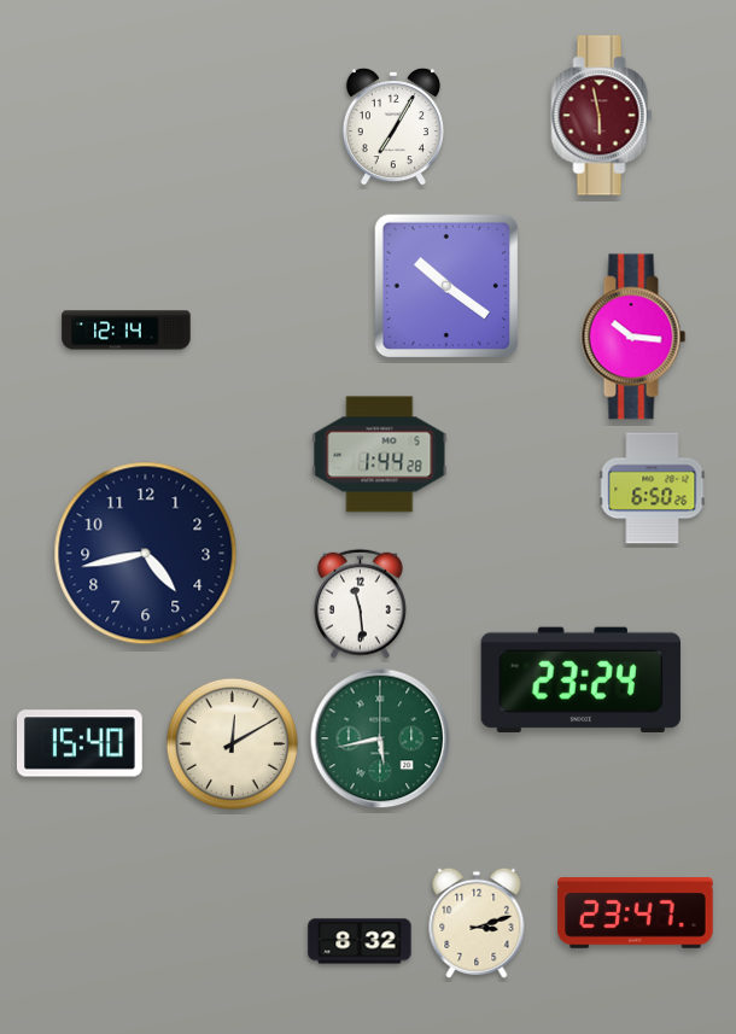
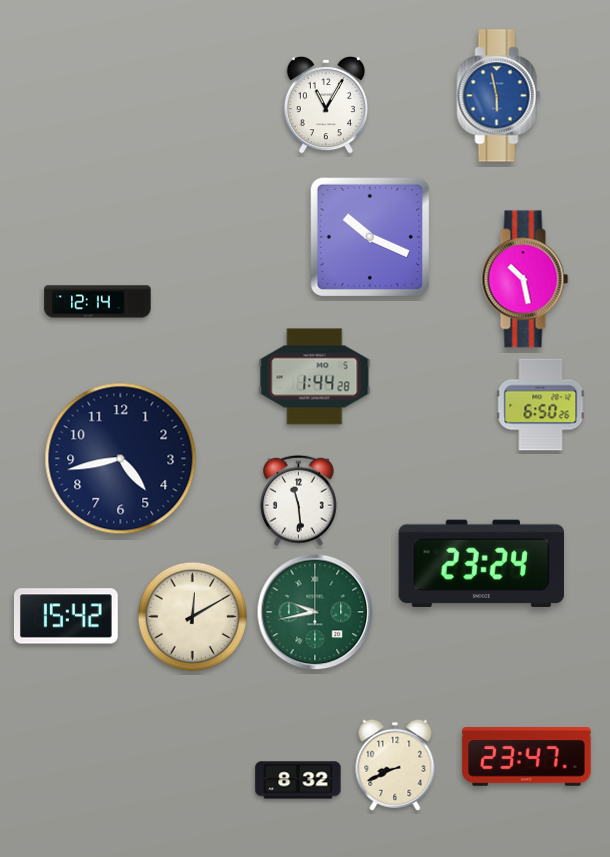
clock at (602, 116) dial: burgundy -> blue
clock at (393, 127): 7:05 -> 11:05
clock at (446, 286): 10:21 -> 10:19
clock at (127, 331) position: (127, 331) -> (98, 302)
clock at (633, 337): 10:16 -> 10:28
clock at (380, 738): 5:43 -> 9:43
clock at (80, 743): 15:40 -> 15:42
clock at (477, 923): 3:12 -> 8:41
